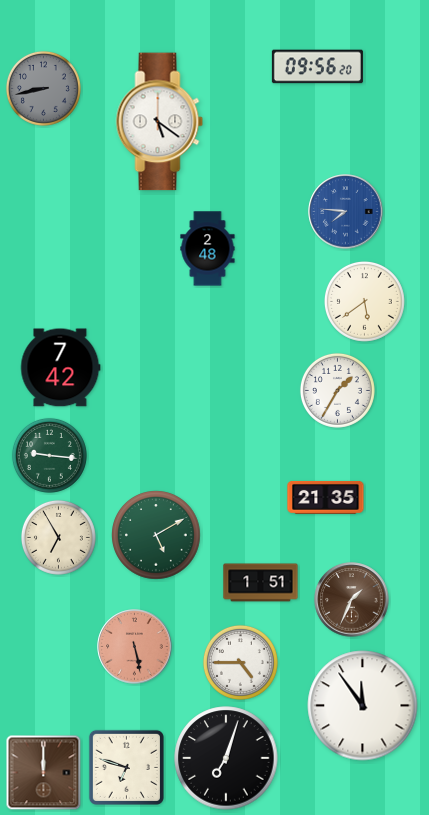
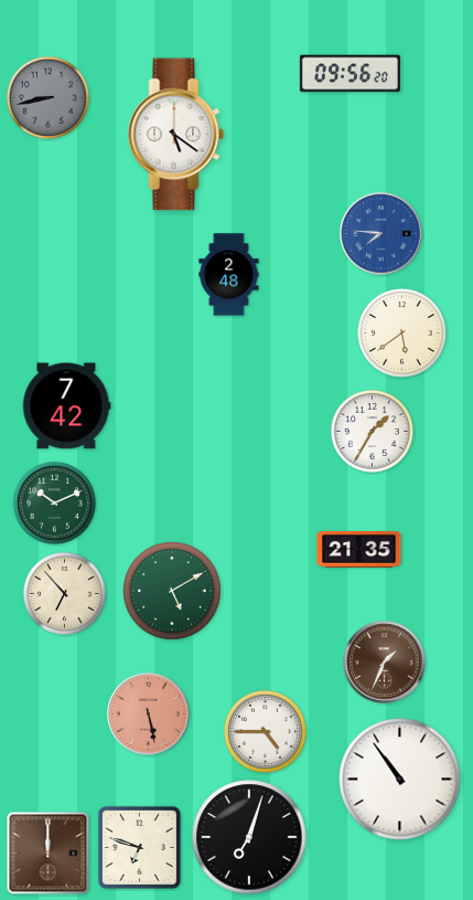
clock at (49, 455): 9:16 -> 10:11
clock at (58, 537): 6:55 -> 6:53
clock at (261, 583): 1:51 -> none
clock at (352, 600) position: (352, 600) -> (385, 663)
clock at (363, 706): 11:54 -> 10:54
